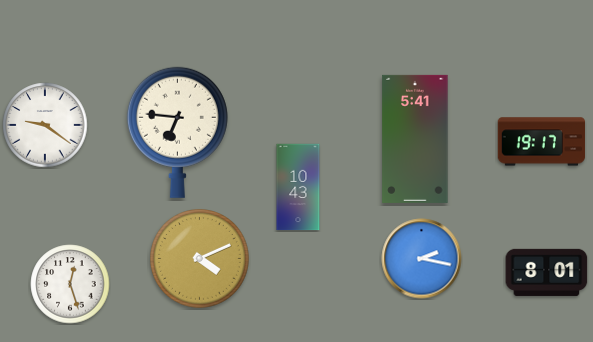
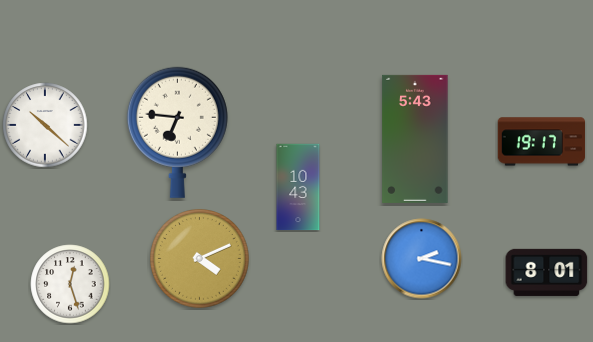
clock at (45, 125): 9:21 -> 10:22
clock at (415, 139): 5:41 -> 5:43
